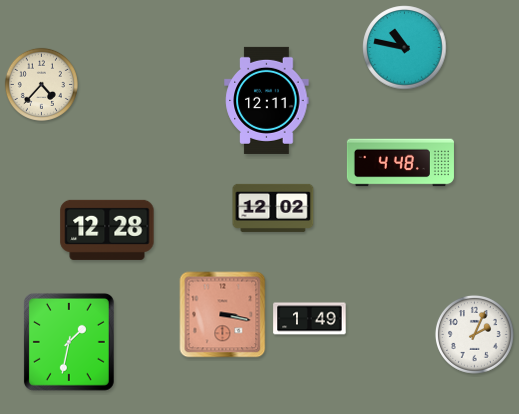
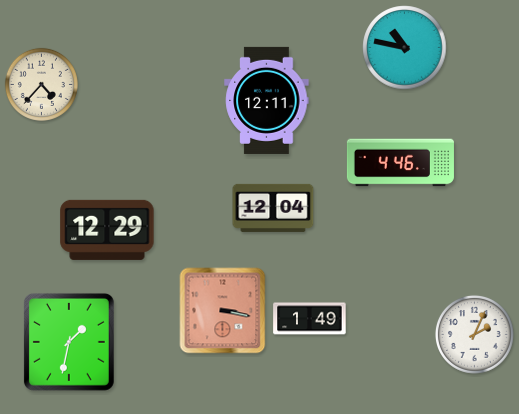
clock at (400, 163): 4:48 -> 4:46
clock at (273, 208): 12:02 -> 12:04
clock at (107, 230): 12:28 -> 12:29
clock at (223, 315) position: (223, 315) -> (223, 311)
